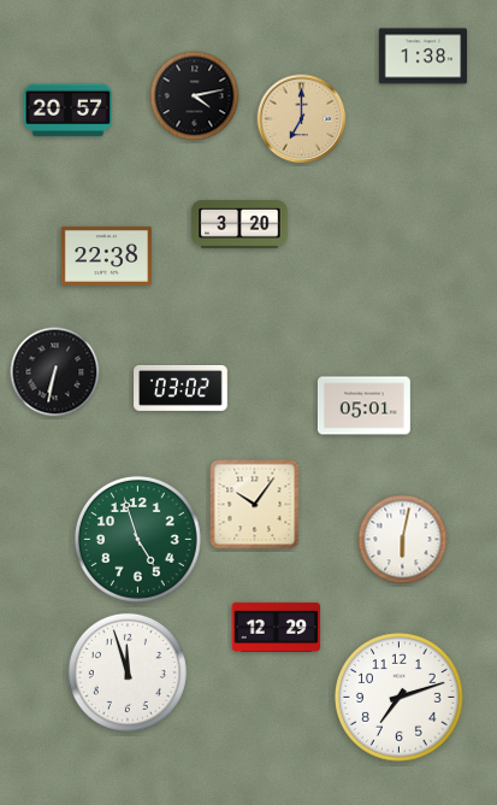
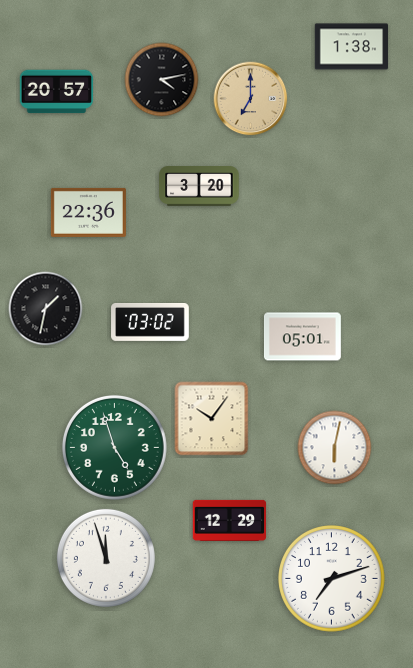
clock at (106, 255): 22:38 -> 22:36
clock at (55, 372): 6:32 -> 1:32
